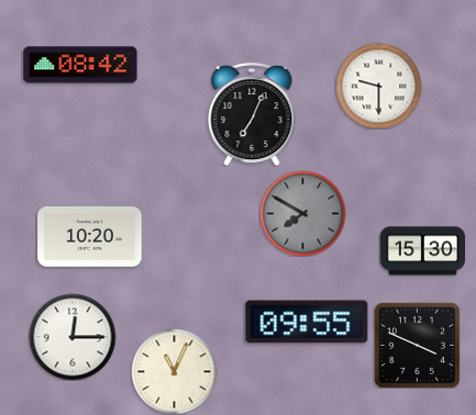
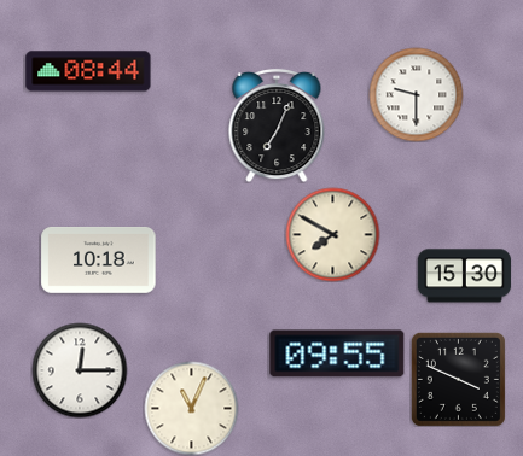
clock at (80, 65): 08:42 -> 08:44
clock at (302, 213) dial: grey -> cream
clock at (90, 236): 10:20 -> 10:18
